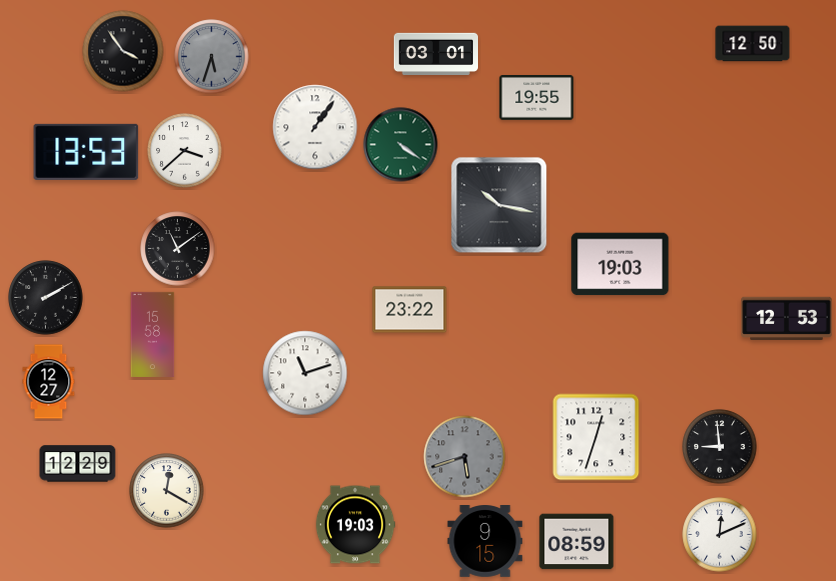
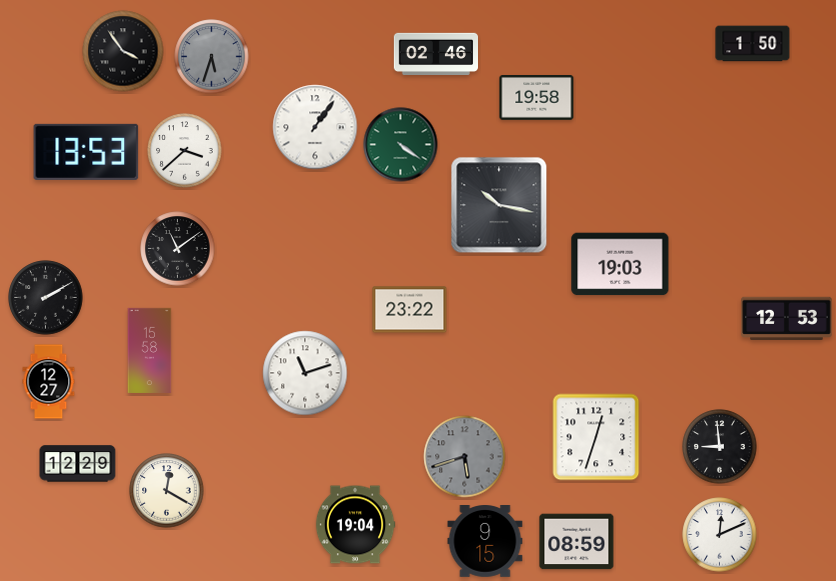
clock at (753, 44): 12:50 -> 1:50
clock at (435, 53): 03:01 -> 02:46
clock at (537, 98): 19:55 -> 19:58
clock at (153, 334) position: (153, 334) -> (150, 350)
clock at (355, 525): 19:03 -> 19:04
